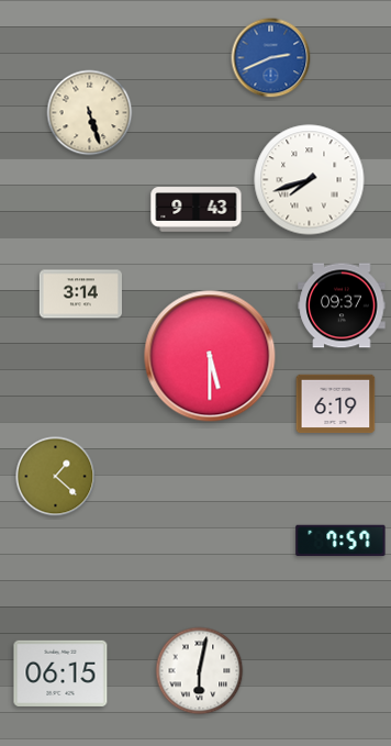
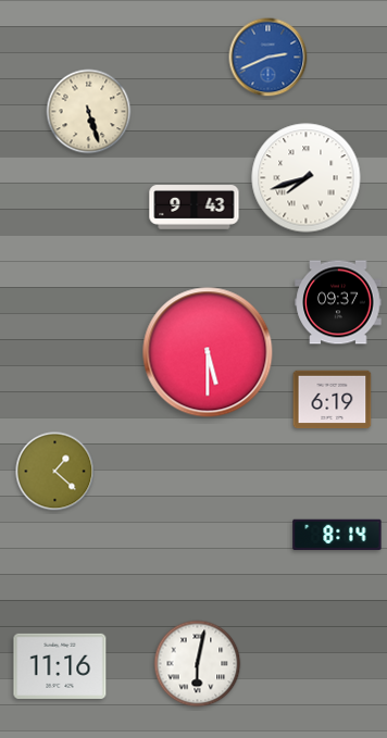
clock at (80, 294): 3:14 -> none
clock at (340, 541): 7:57 -> 8:14
clock at (60, 673): 06:15 -> 11:16
